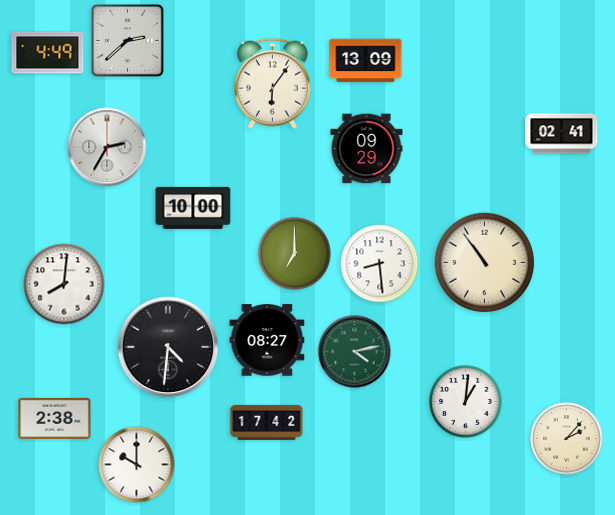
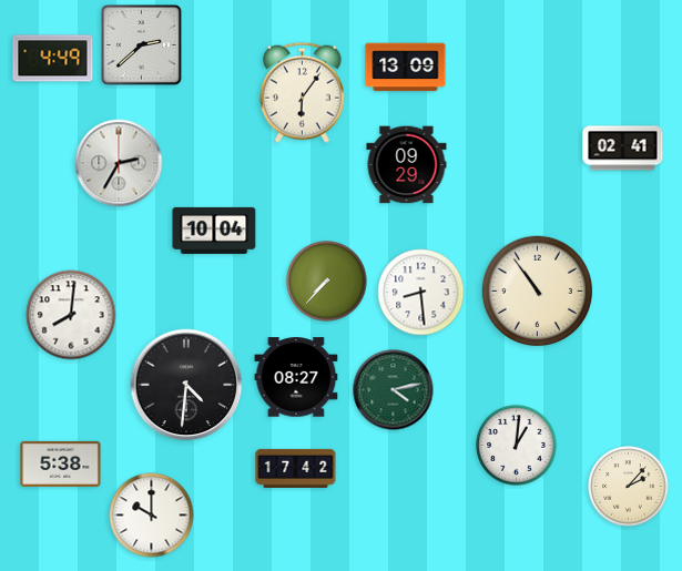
clock at (193, 208): 10:00 -> 10:04
clock at (295, 254): 7:00 -> 7:37
clock at (55, 418): 2:38 -> 5:38
